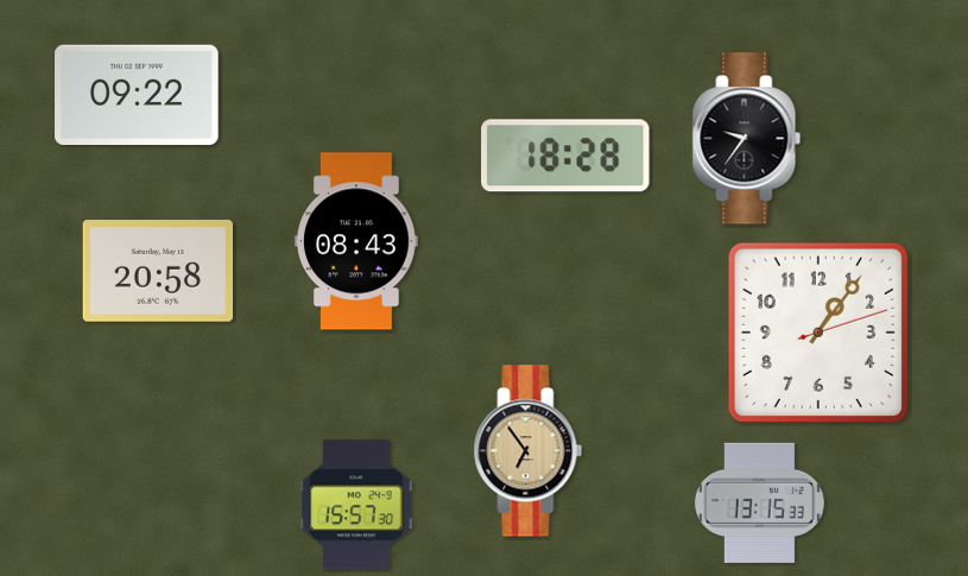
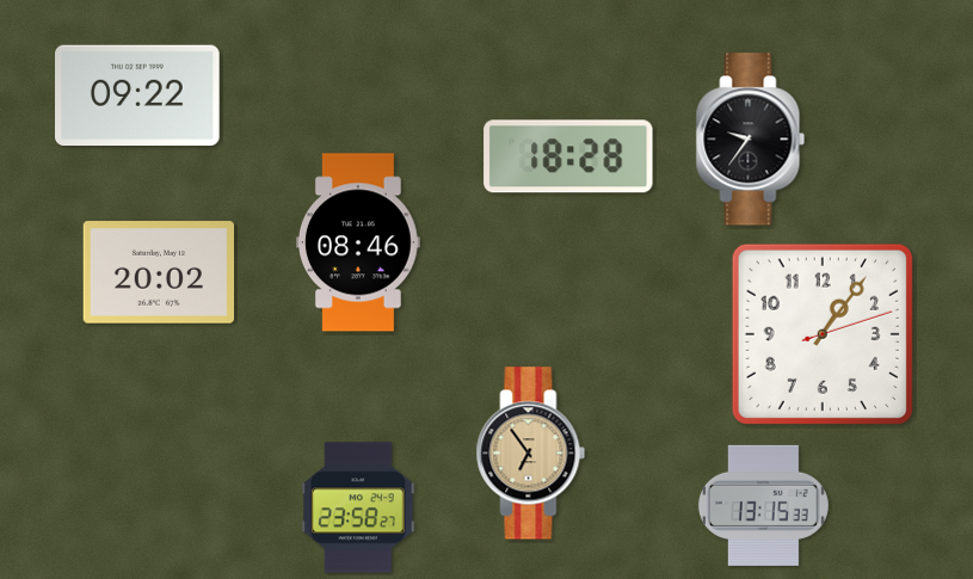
clock at (356, 241): 08:43 -> 08:46
clock at (157, 271): 20:58 -> 20:02
clock at (356, 505): 15:57 -> 23:58
